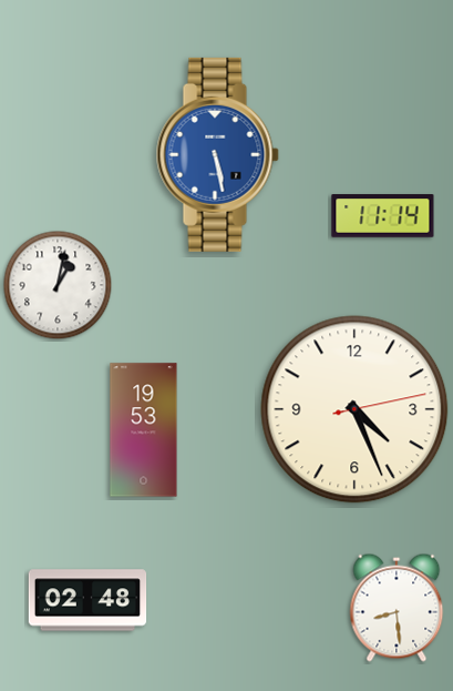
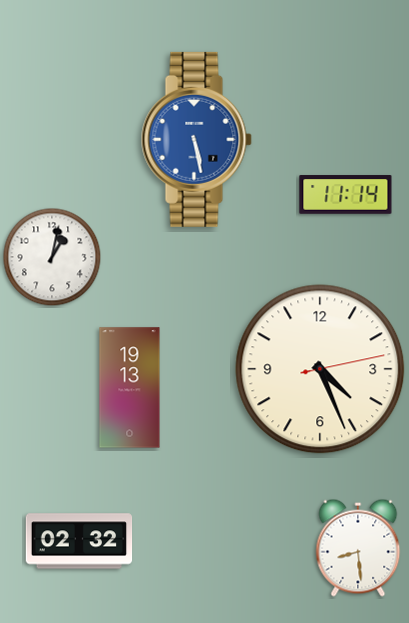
clock at (144, 430): 19:53 -> 19:13
clock at (87, 600): 02:48 -> 02:32
